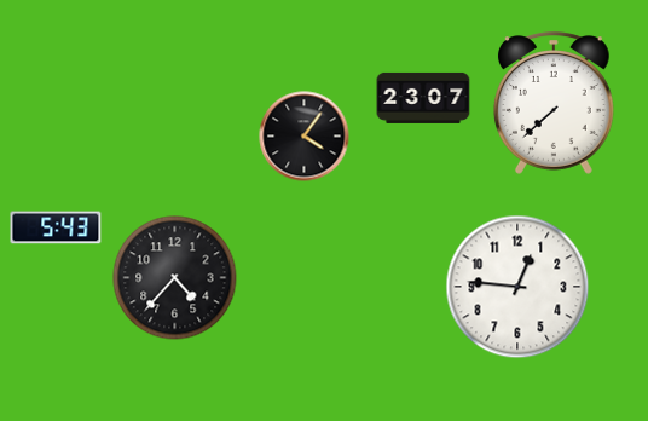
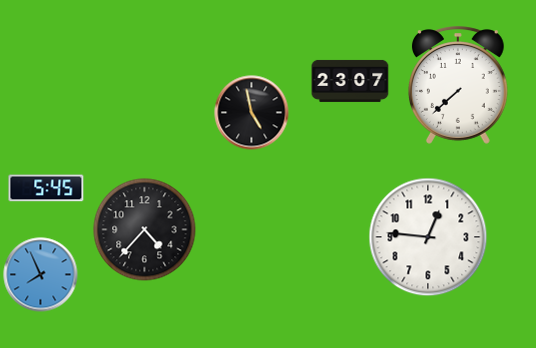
clock at (305, 137): 4:06 -> 4:58
clock at (56, 227): 5:43 -> 5:45
clock at (41, 275): none -> 7:56
